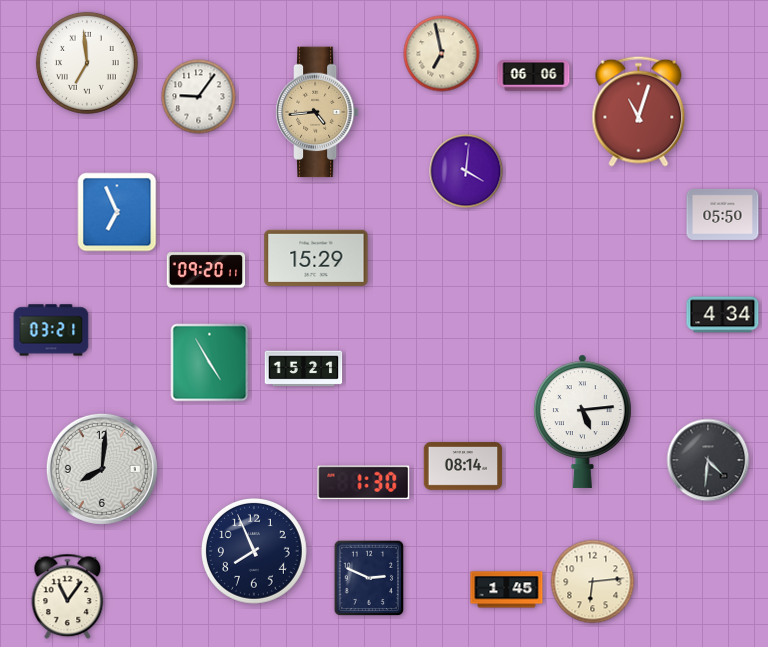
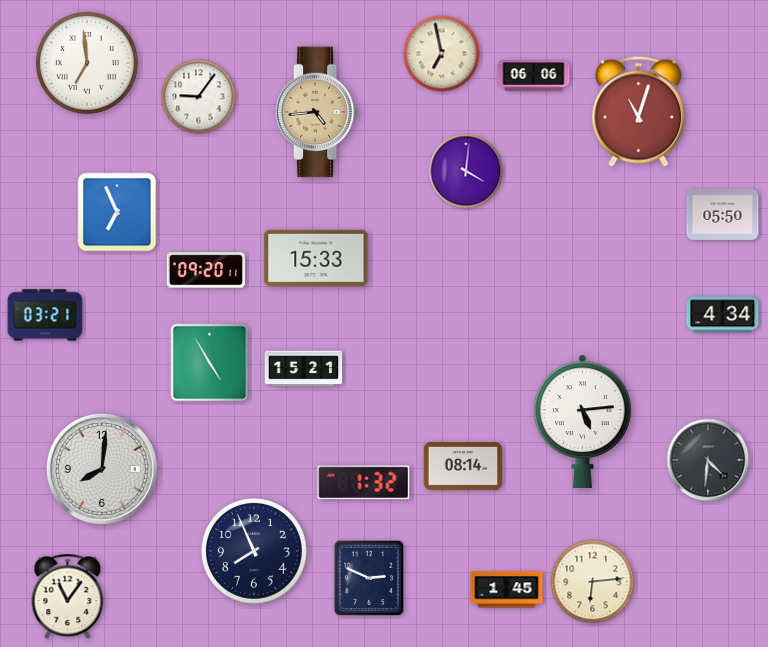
clock at (316, 258): 15:29 -> 15:33
clock at (51, 330) position: (51, 330) -> (45, 315)
clock at (364, 483): 1:30 -> 1:32
